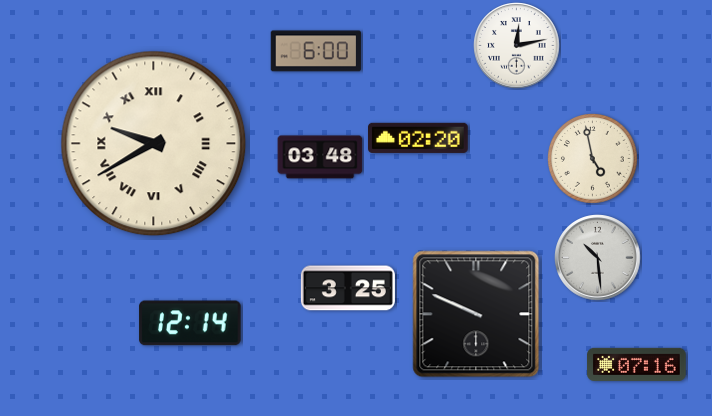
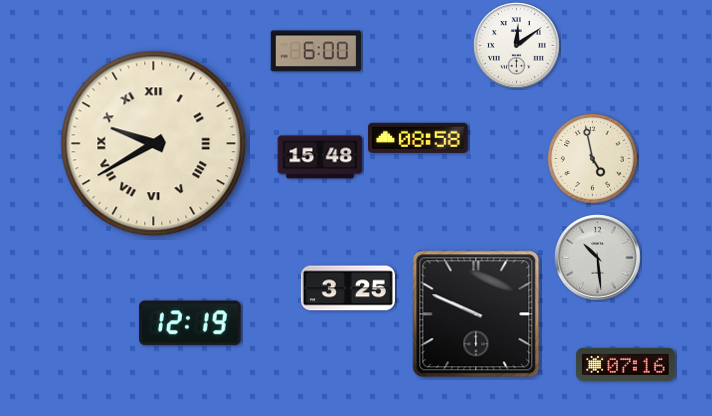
clock at (517, 46): 12:13 -> 12:09
clock at (418, 138): 02:20 -> 08:58
clock at (320, 157): 03:48 -> 15:48
clock at (190, 323): 12:14 -> 12:19
clock at (637, 364) position: (637, 364) -> (626, 364)
